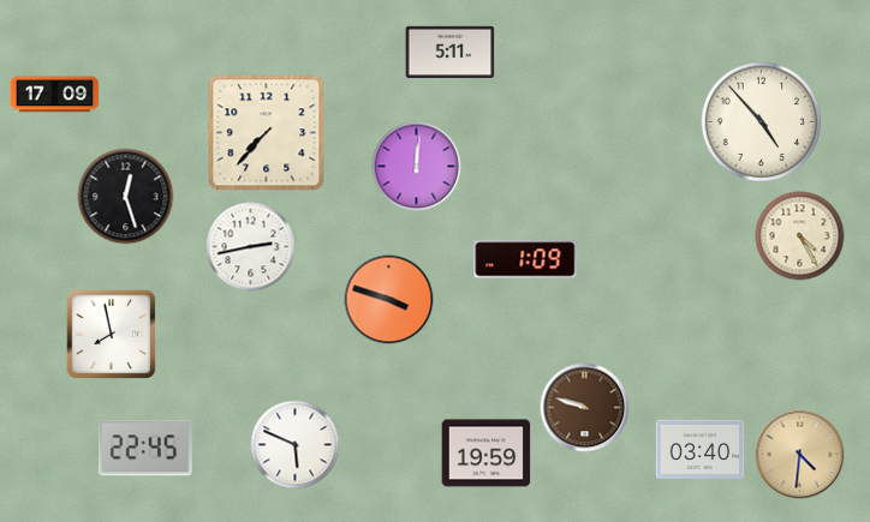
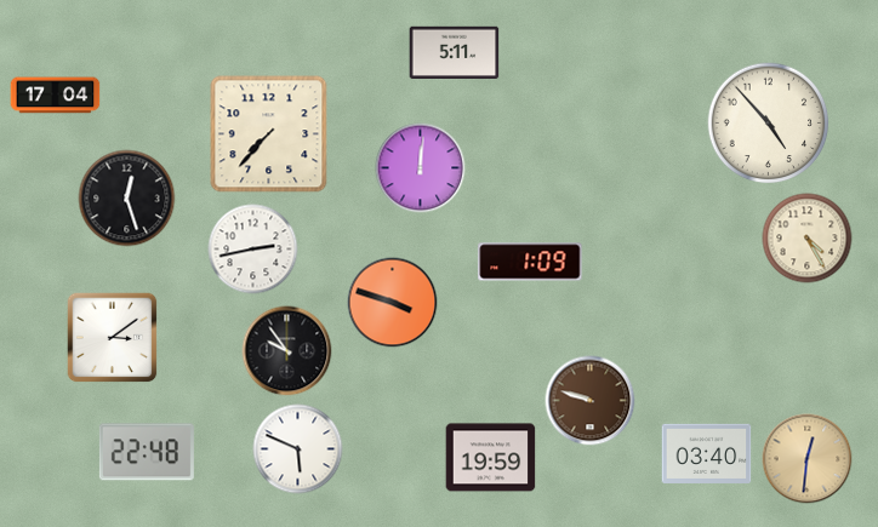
clock at (55, 95): 17:09 -> 17:04
clock at (112, 335): 7:58 -> 3:09
clock at (287, 351): none -> 9:54
clock at (585, 408) position: (585, 408) -> (591, 401)
clock at (145, 448): 22:45 -> 22:48
clock at (800, 455): 4:31 -> 12:31
